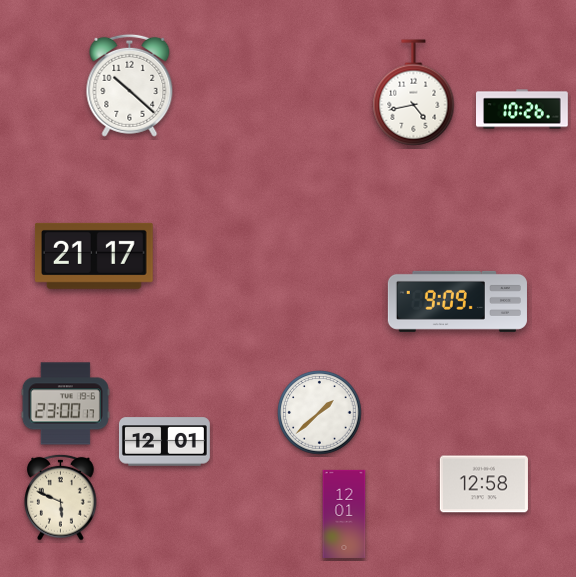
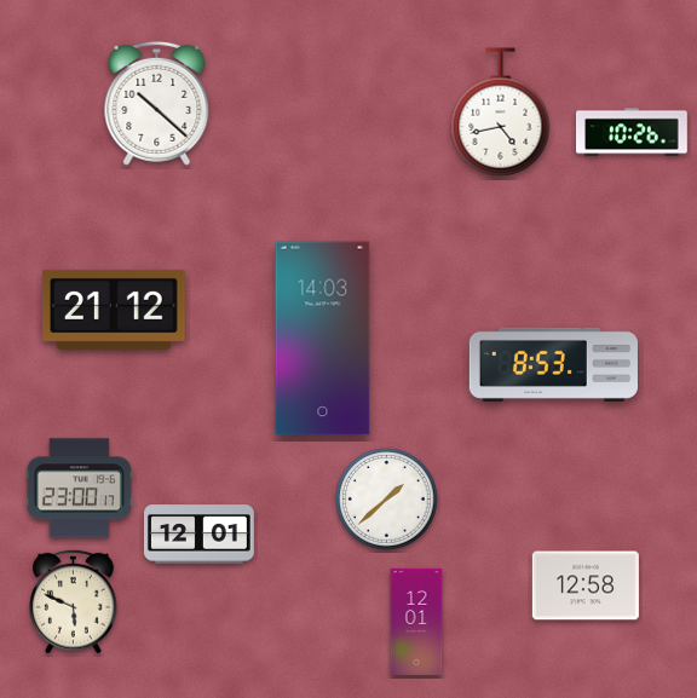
clock at (94, 256): 21:17 -> 21:12
clock at (323, 339): none -> 14:03
clock at (457, 301): 9:09 -> 8:53
